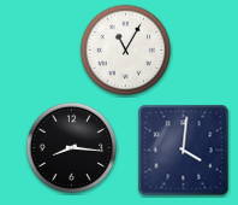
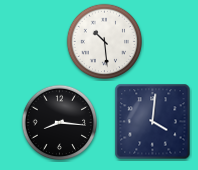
clock at (126, 51): 11:05 -> 10:29
clock at (184, 151) position: (184, 151) -> (153, 122)
